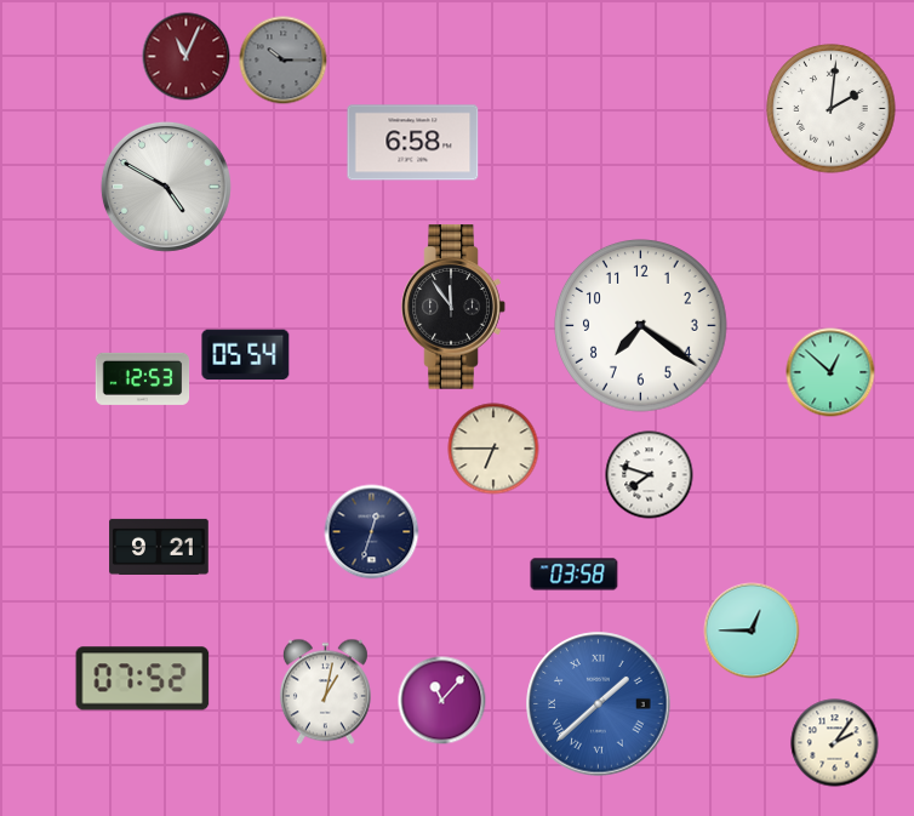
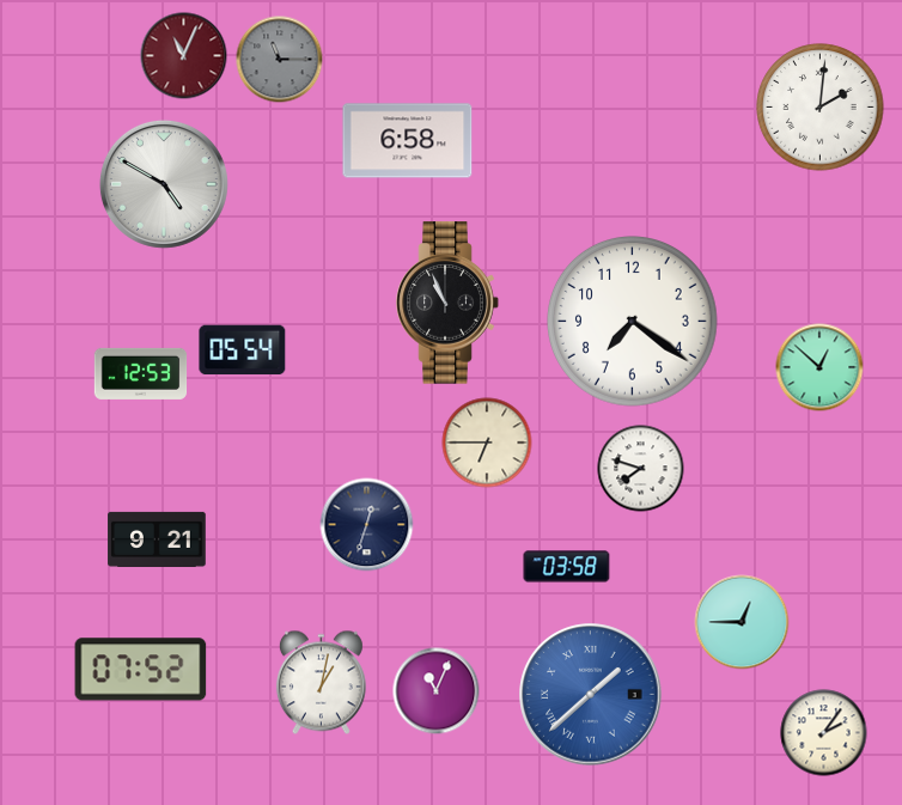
clock at (284, 61): 10:15 -> 11:15
clock at (453, 307): 11:54 -> 10:56
clock at (442, 701): 11:07 -> 11:04
